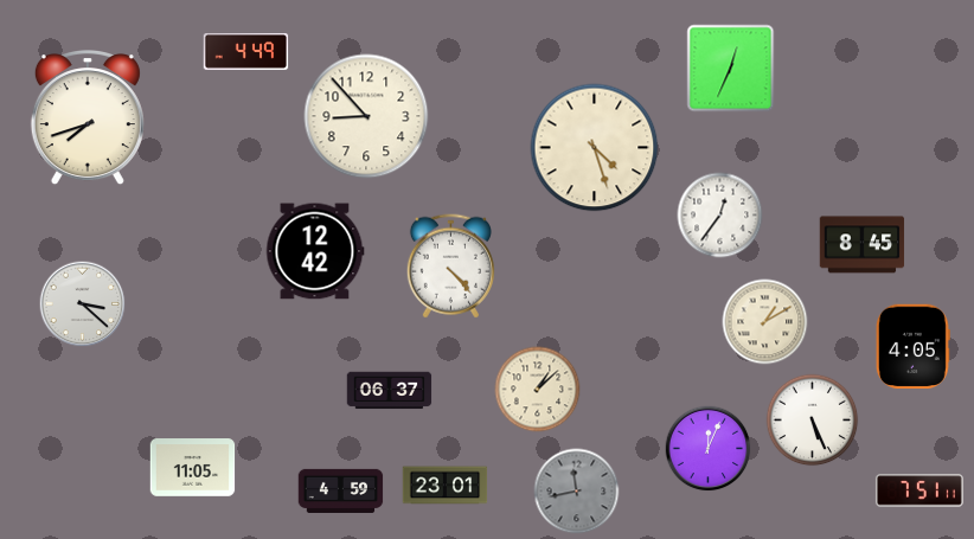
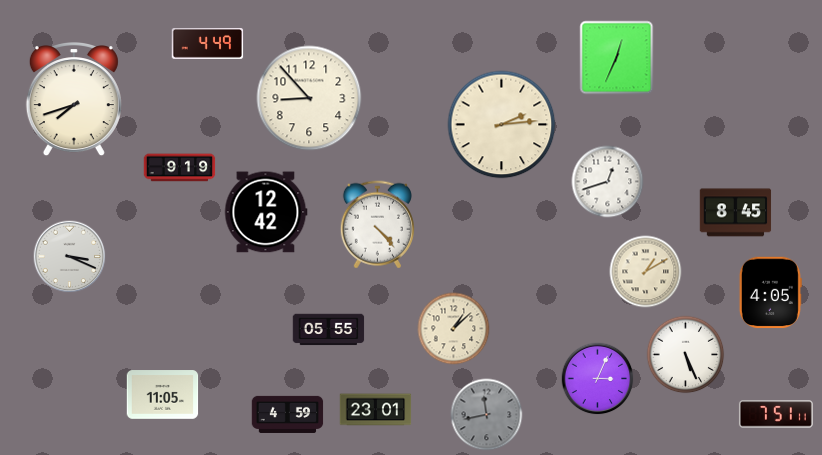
clock at (595, 148): 4:27 -> 2:14
clock at (180, 168): none -> 9:19
clock at (720, 216): 12:36 -> 12:42
clock at (863, 245) position: (863, 245) -> (736, 213)
clock at (450, 267) position: (450, 267) -> (377, 225)
clock at (83, 304): 3:22 -> 3:19
clock at (390, 391): 06:37 -> 05:55
clock at (709, 449): 12:04 -> 3:04
